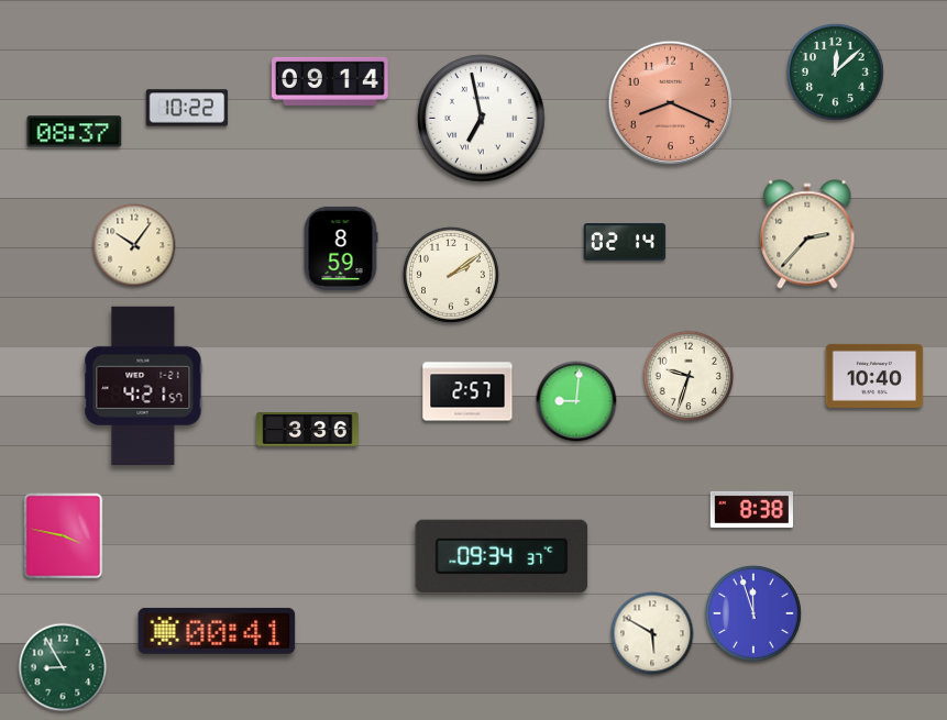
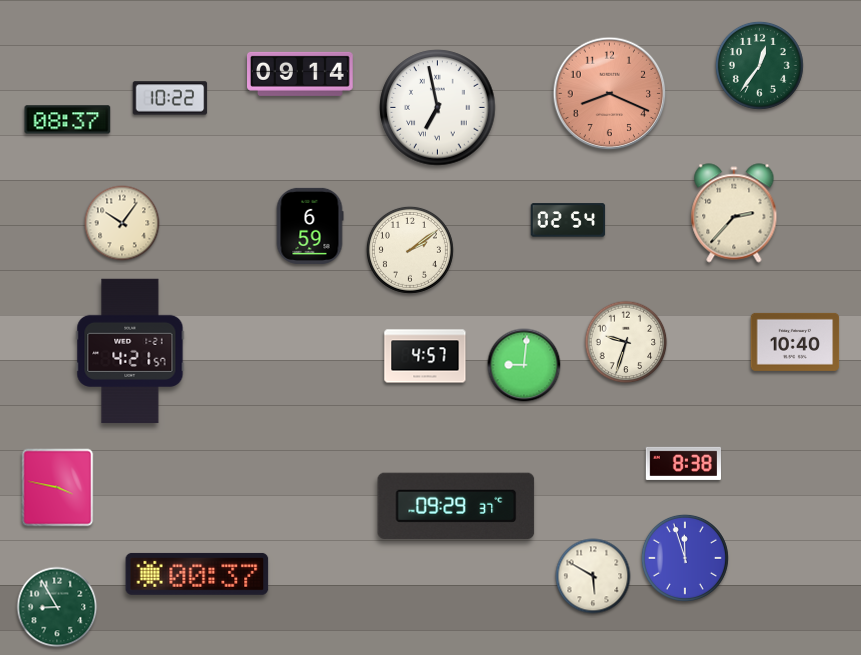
clock at (835, 71): 12:08 -> 12:36
clock at (625, 242): 02:14 -> 02:54
clock at (341, 248): 8:59 -> 6:59
clock at (467, 391): 2:57 -> 4:57
clock at (308, 430): 3:36 -> none
clock at (502, 556): 09:34 -> 09:29
clock at (217, 631): 00:41 -> 00:37
